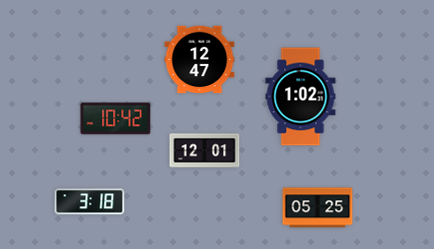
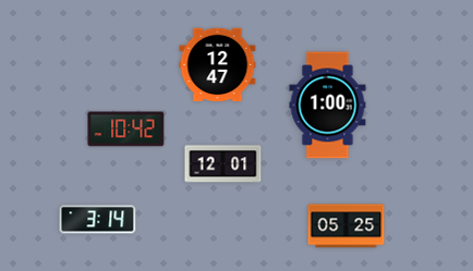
clock at (301, 97): 1:02 -> 1:00
clock at (90, 202): 3:18 -> 3:14
